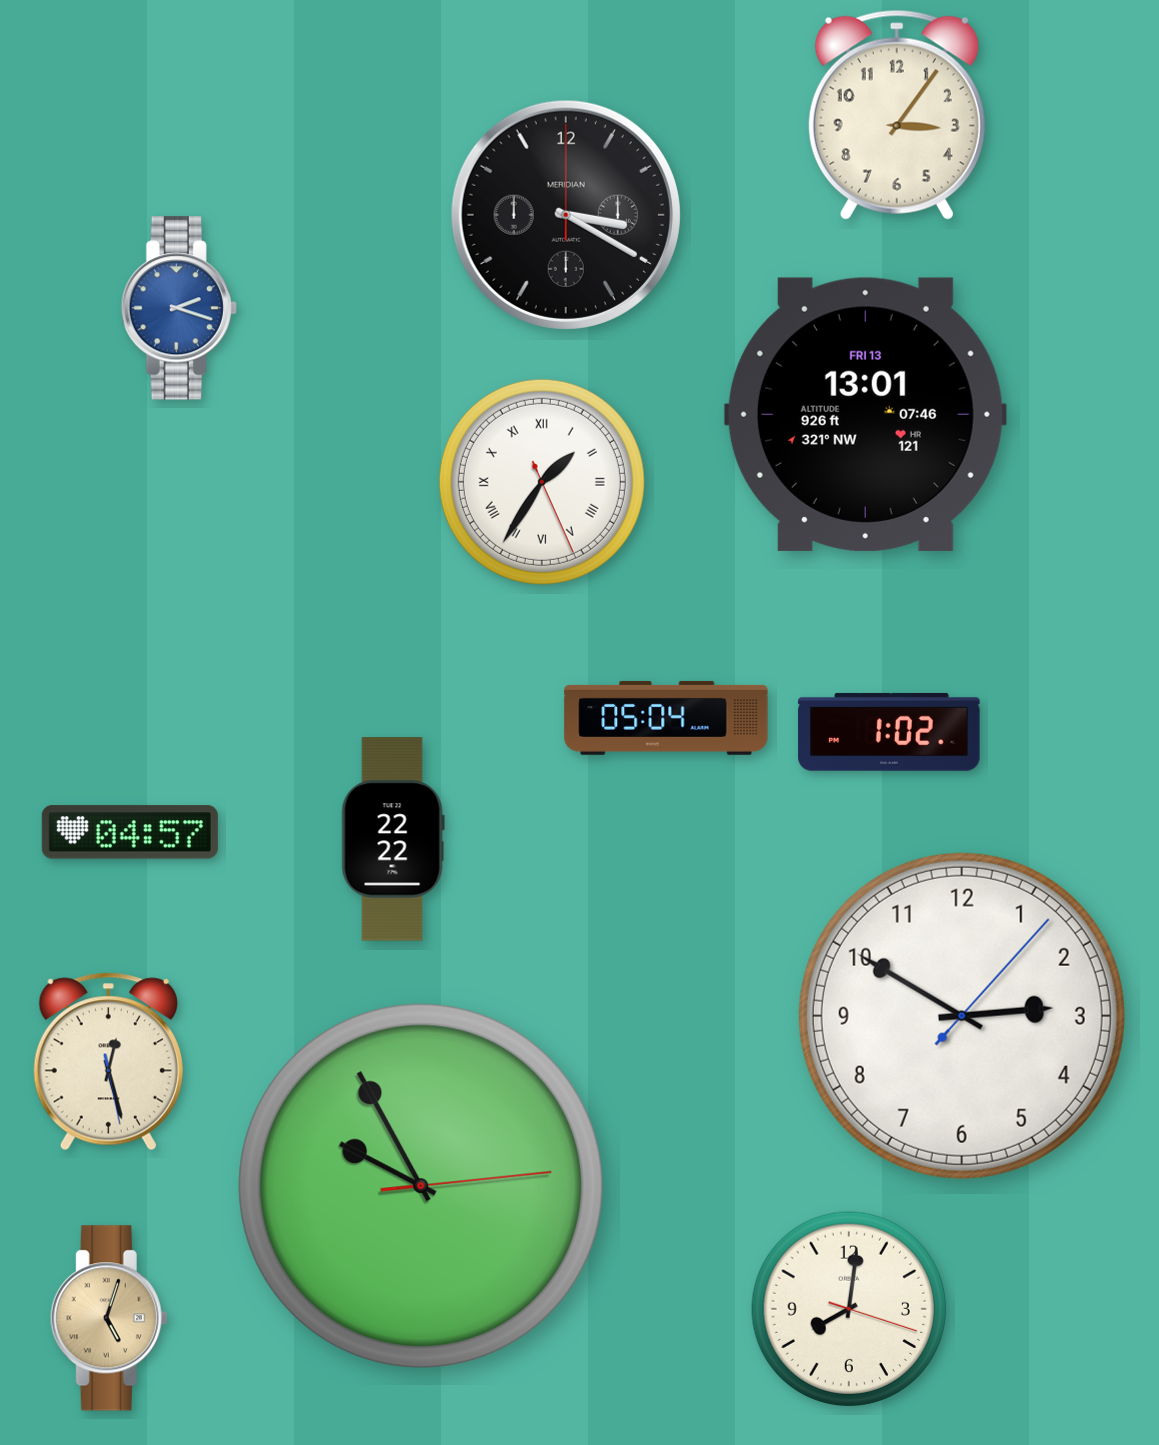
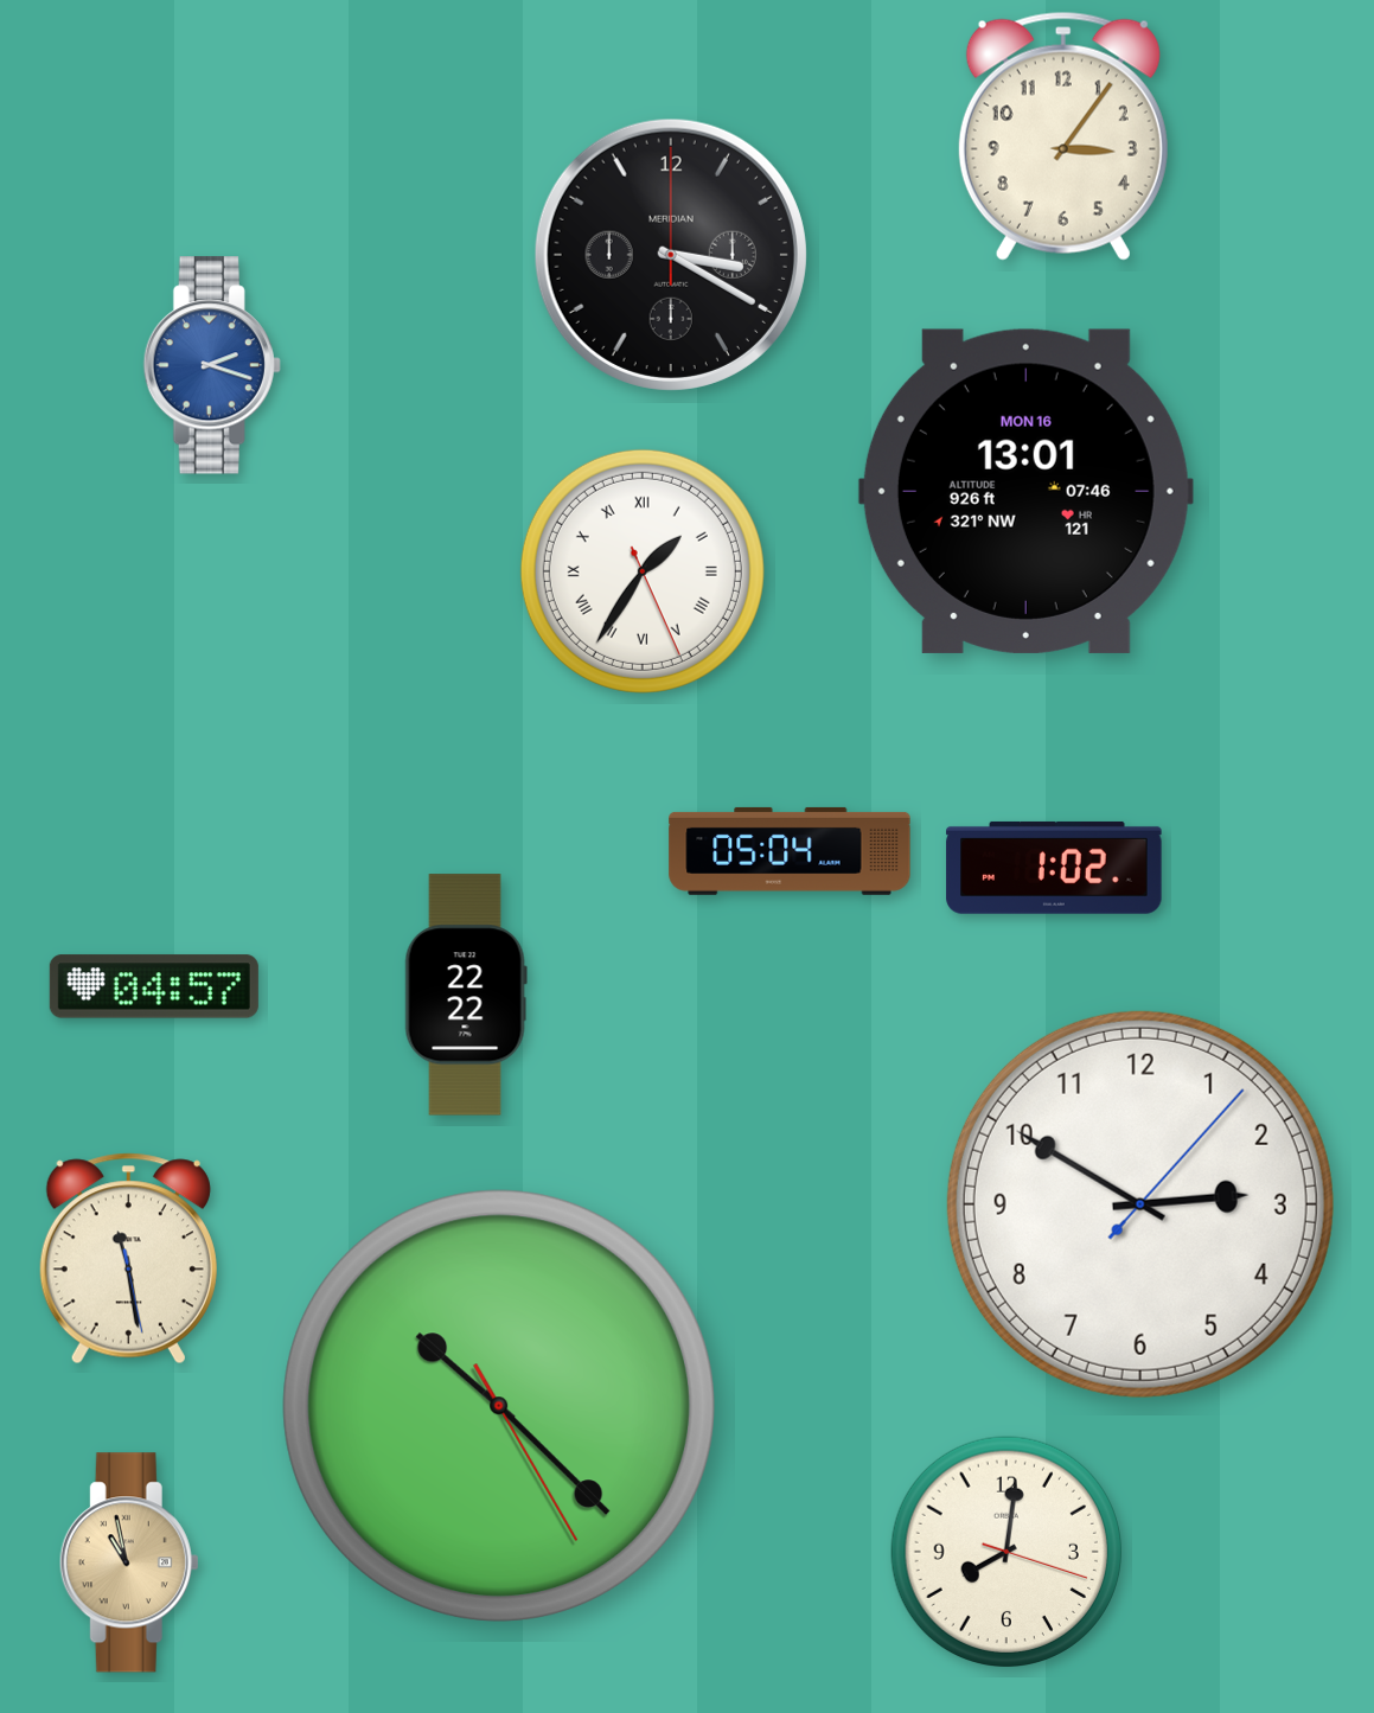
clock at (865, 414) date: FRI 13 -> MON 16
clock at (108, 1062): 12:27 -> 11:28
clock at (421, 1186): 9:55 -> 10:22
clock at (109, 1318): 5:03 -> 10:58
